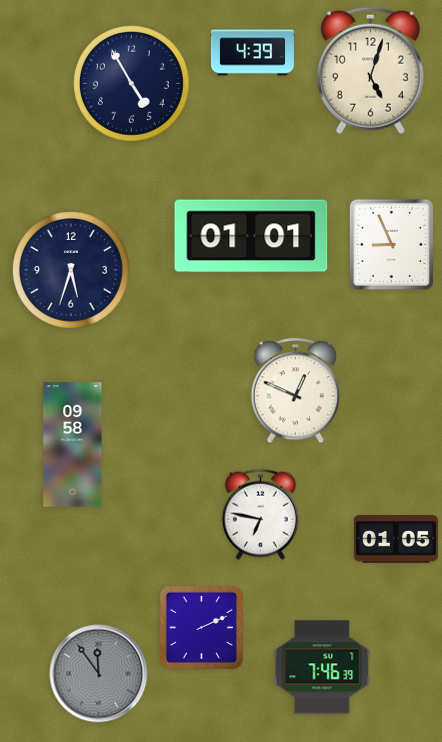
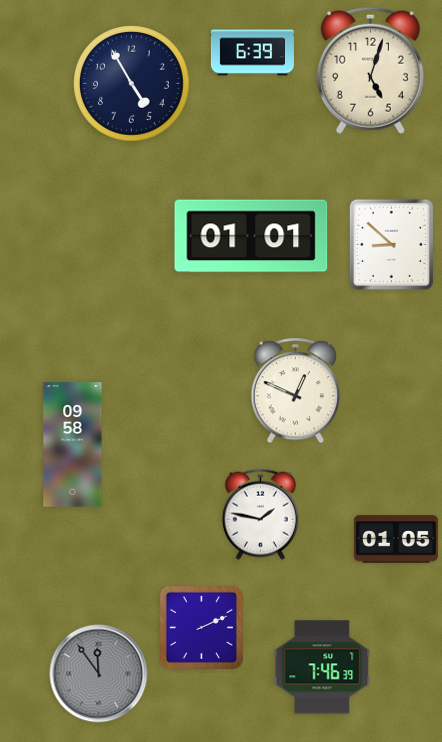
clock at (252, 53): 4:39 -> 6:39
clock at (391, 244): 8:56 -> 8:52
clock at (71, 270): 5:33 -> none
clock at (260, 514): 6:47 -> 1:47
